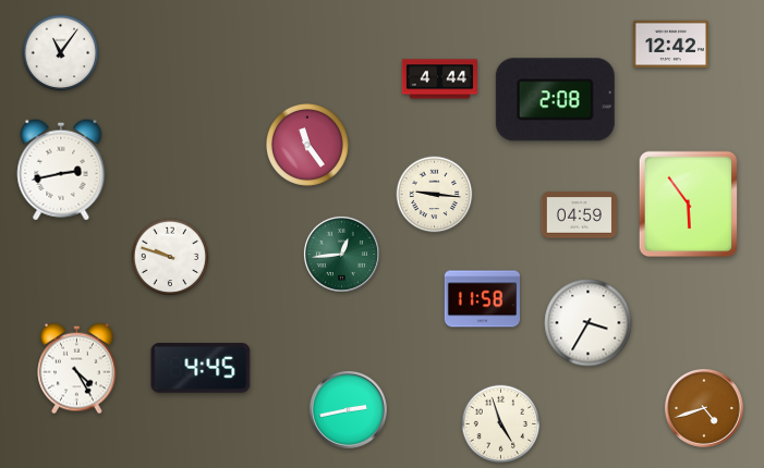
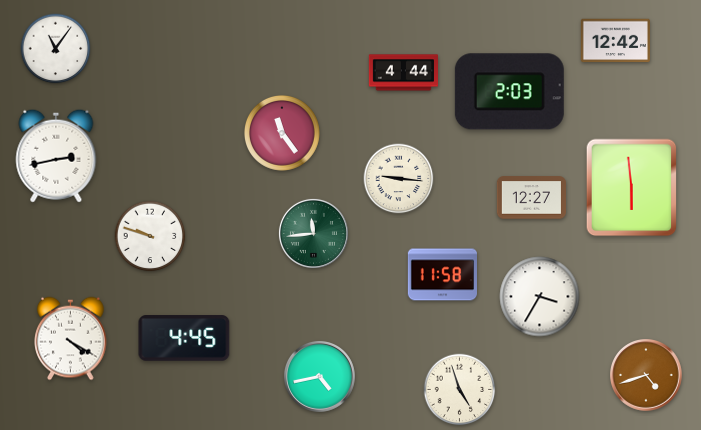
clock at (555, 100): 2:08 -> 2:03
clock at (689, 205): 5:54 -> 5:59
clock at (579, 215): 04:59 -> 12:27
clock at (341, 254): 12:44 -> 11:44
clock at (170, 257) position: (170, 257) -> (150, 236)
clock at (77, 369): 4:25 -> 4:20
clock at (348, 409): 2:43 -> 4:43
